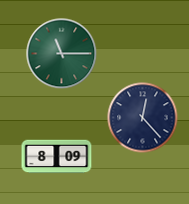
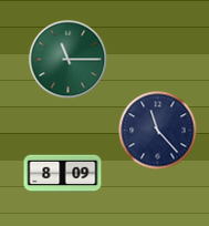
clock at (143, 118): 12:23 -> 11:23
